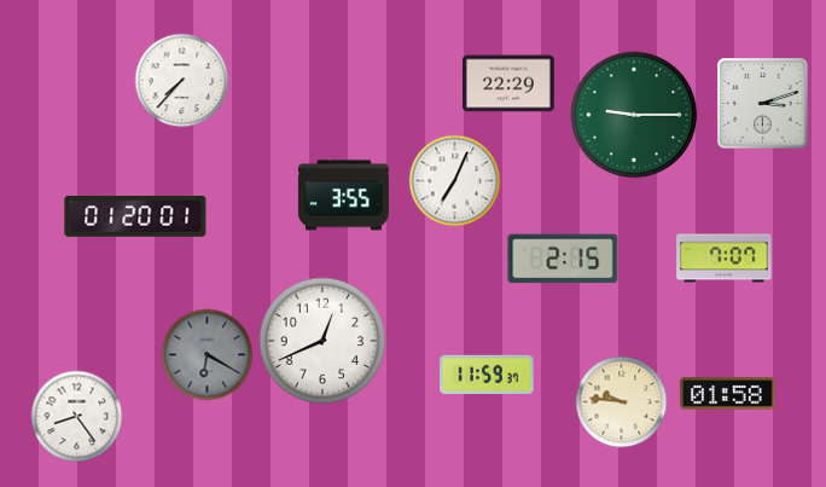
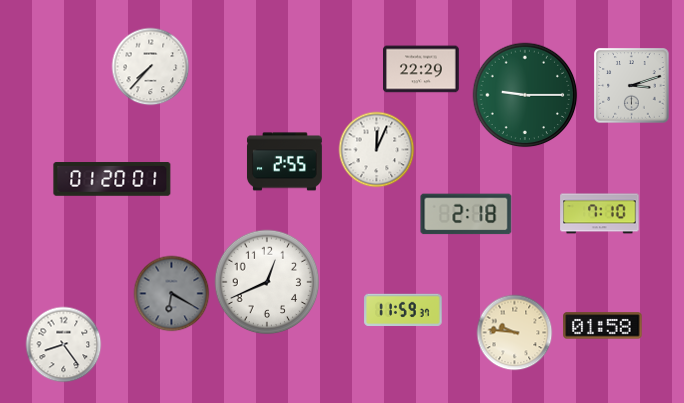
clock at (455, 181): 7:04 -> 12:04
clock at (343, 196): 3:55 -> 2:55
clock at (563, 259): 2:15 -> 2:18
clock at (725, 259): 7:07 -> 7:10
